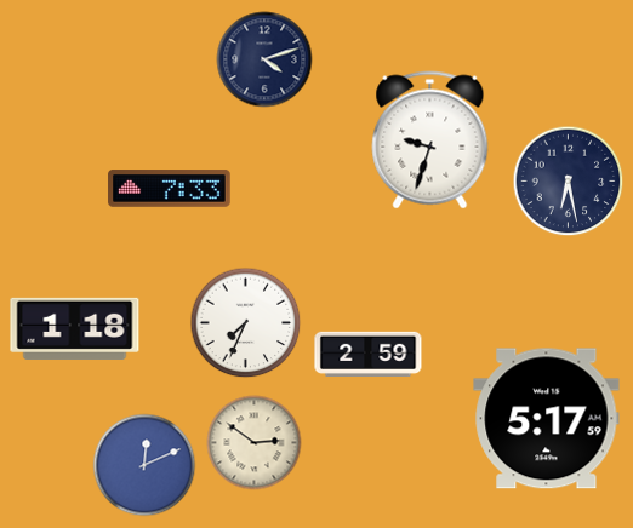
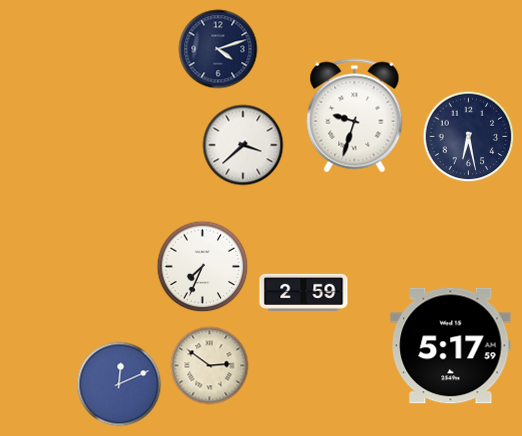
clock at (243, 145): none -> 3:38
clock at (569, 182) position: (569, 182) -> (469, 137)
clock at (170, 189): 7:33 -> none
clock at (75, 328): 1:18 -> none
